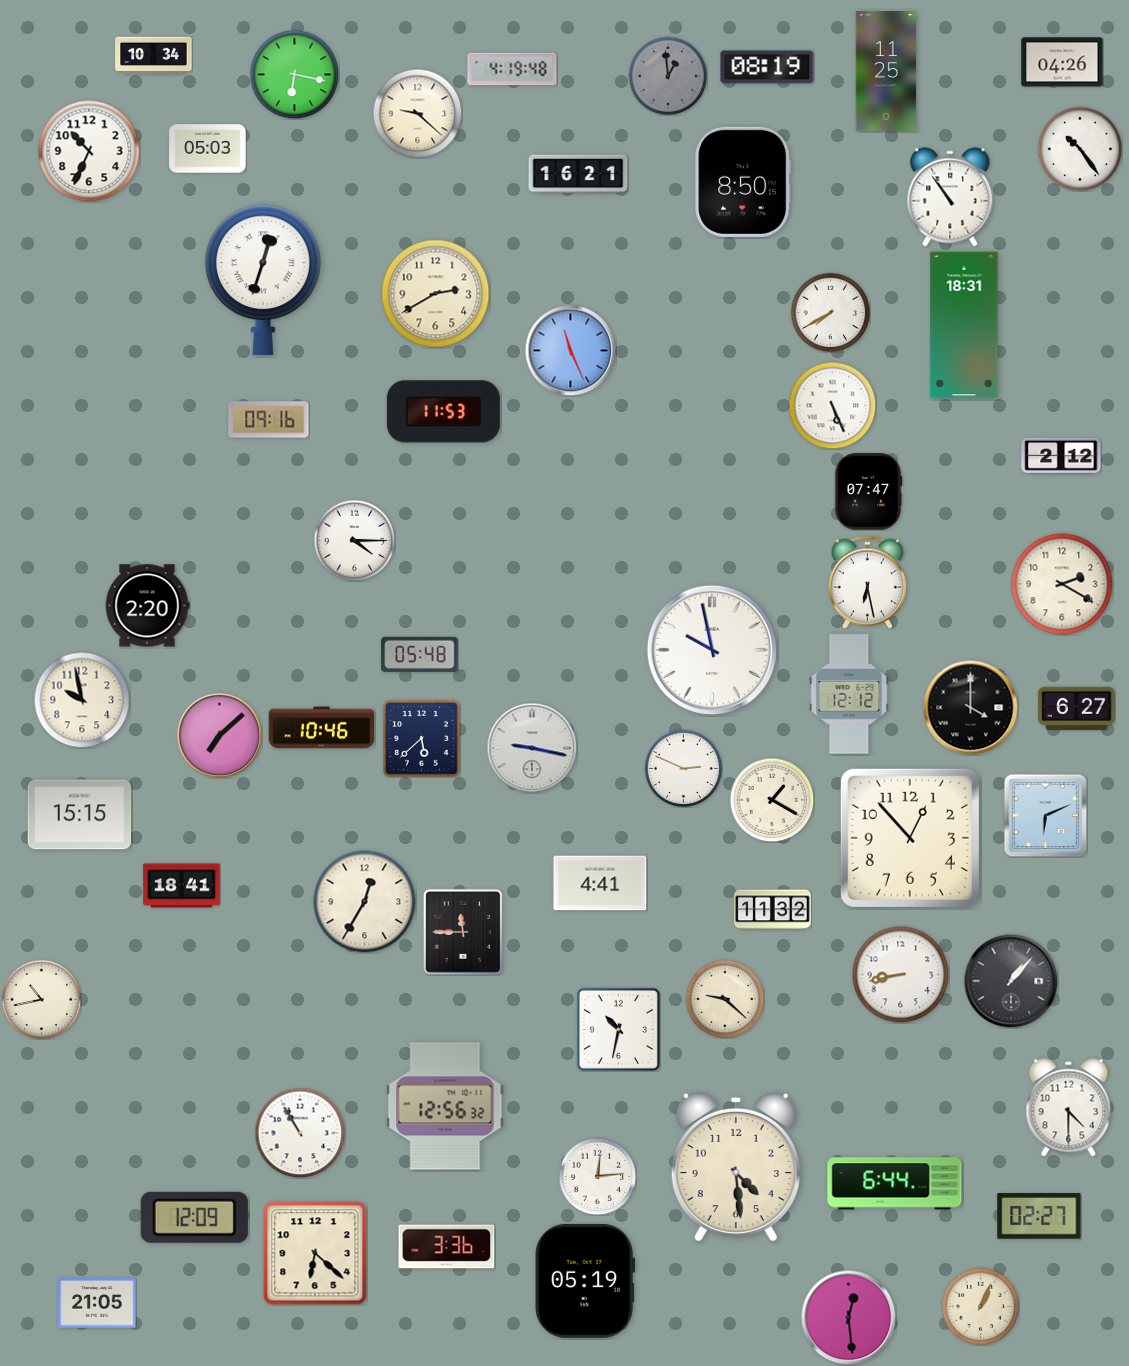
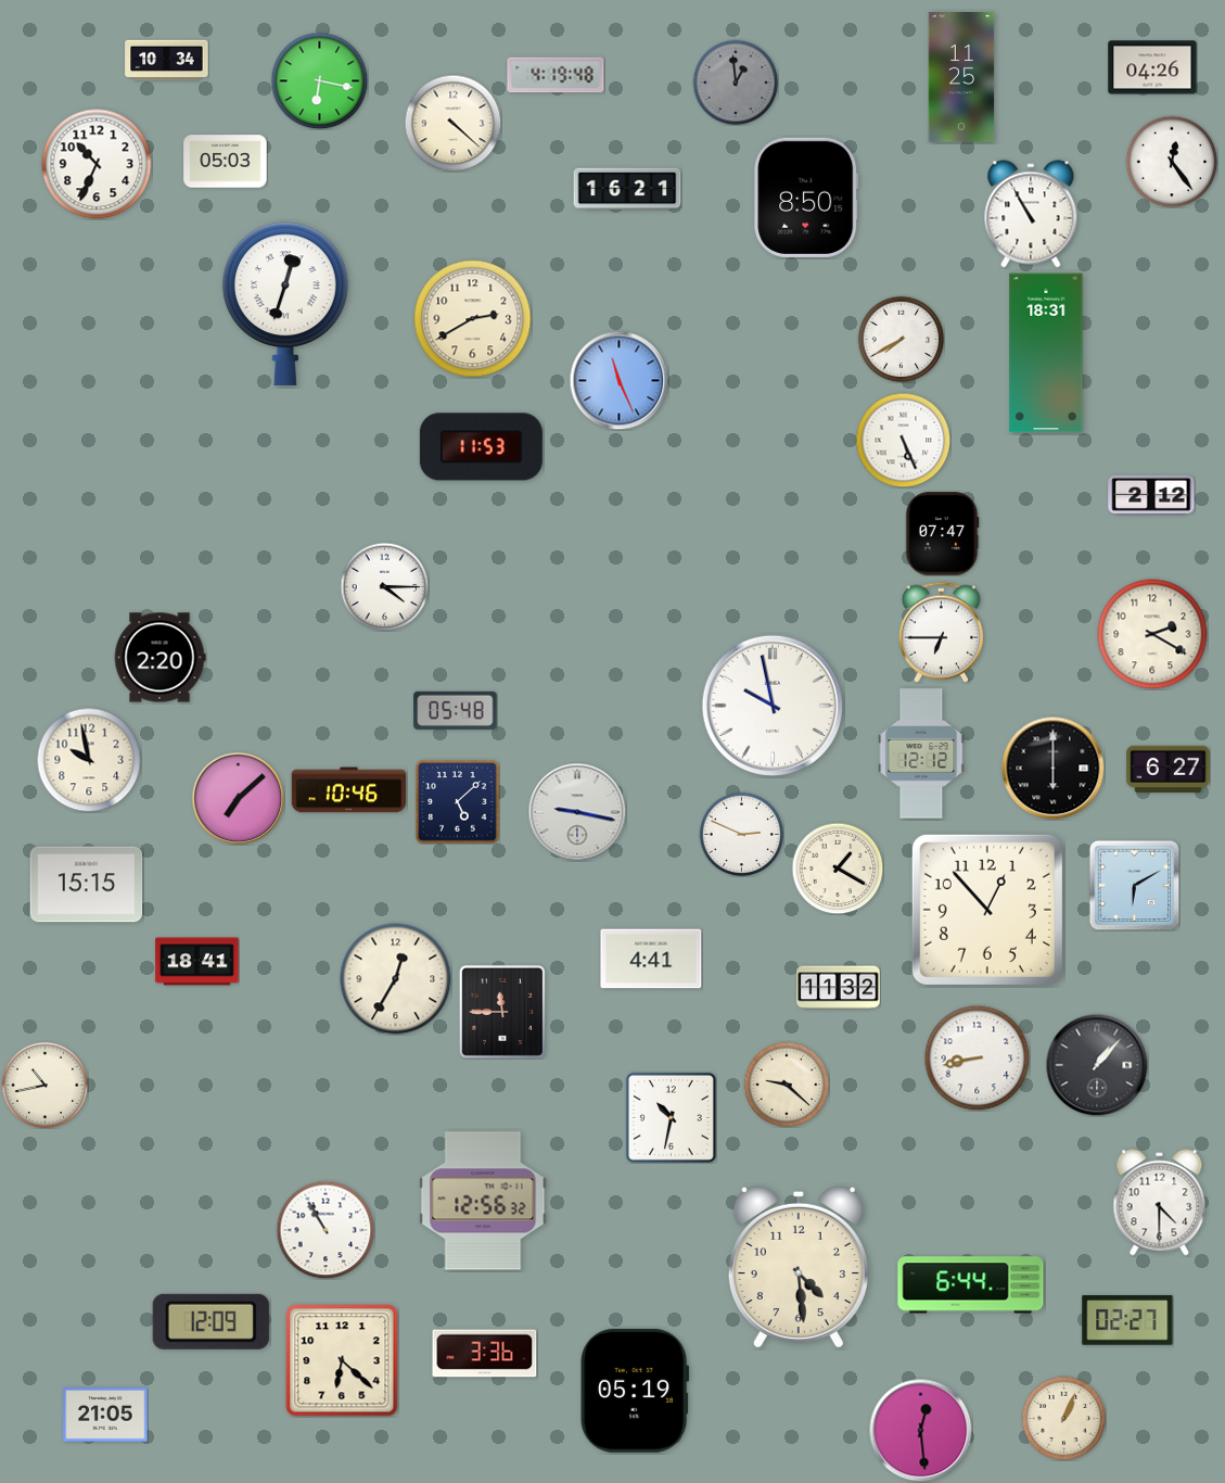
clock at (767, 67): 08:19 -> none
clock at (668, 76) position: (668, 76) -> (736, 83)
clock at (417, 113): 9:22 -> 4:22
clock at (1080, 149): 10:24 -> 12:24
clock at (950, 197): 10:54 -> 10:55
clock at (269, 420): 09:16 -> none
clock at (867, 582): 6:28 -> 6:45
clock at (970, 707): 4:00 -> 6:00
clock at (422, 739): 5:38 -> 5:08
clock at (1045, 815): 6:11 -> 6:10
clock at (597, 1176): 12:14 -> none
